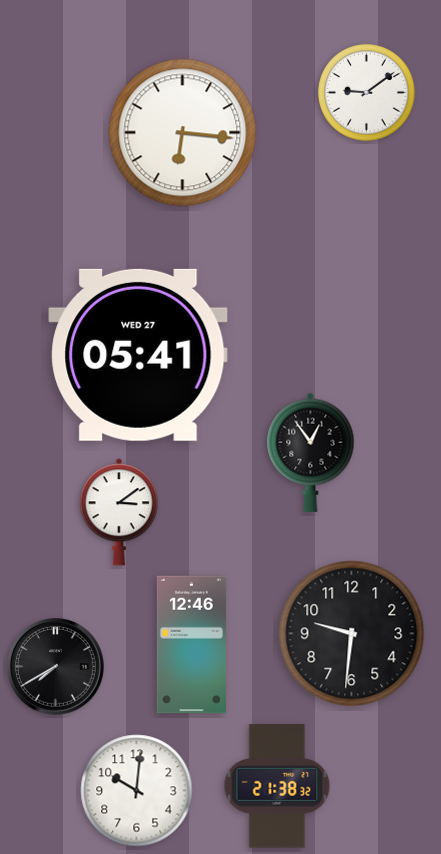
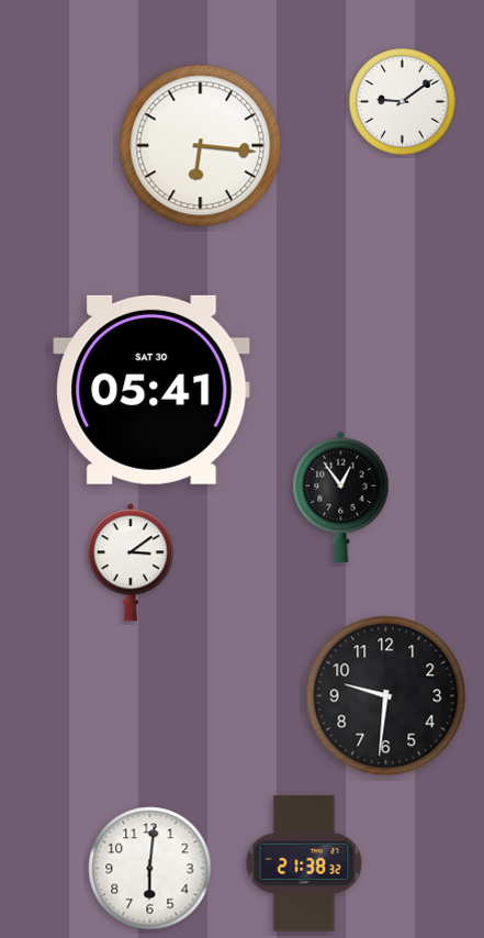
clock at (138, 355) date: WED 27 -> SAT 30
clock at (191, 645): 12:46 -> none
clock at (56, 667): 7:40 -> none
clock at (137, 791): 10:01 -> 6:01
